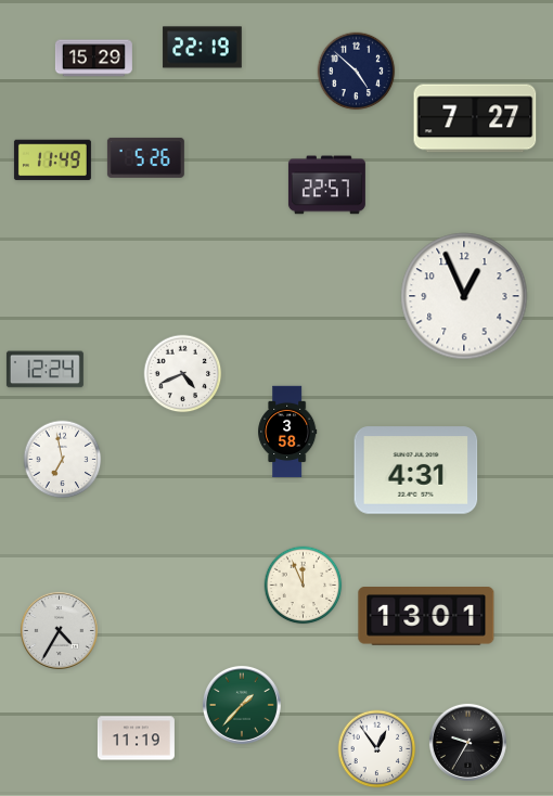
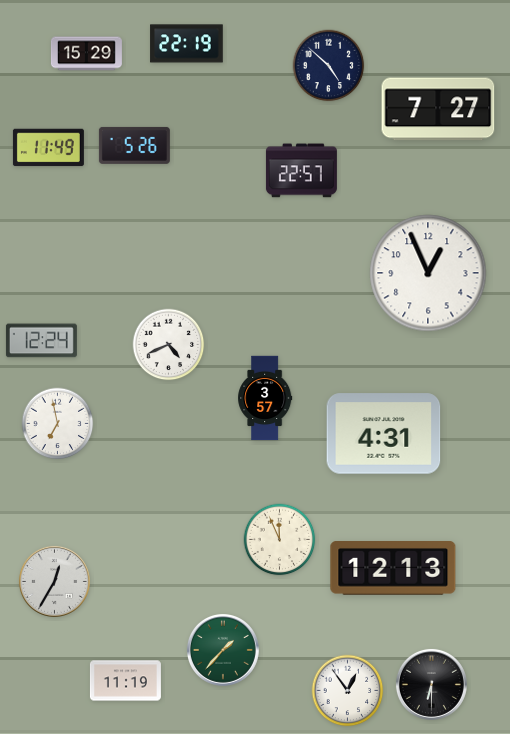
clock at (287, 432): 3:58 -> 3:57
clock at (426, 617): 13:01 -> 12:13
clock at (59, 630): 4:35 -> 12:35
clock at (467, 742): 9:35 -> 6:30
